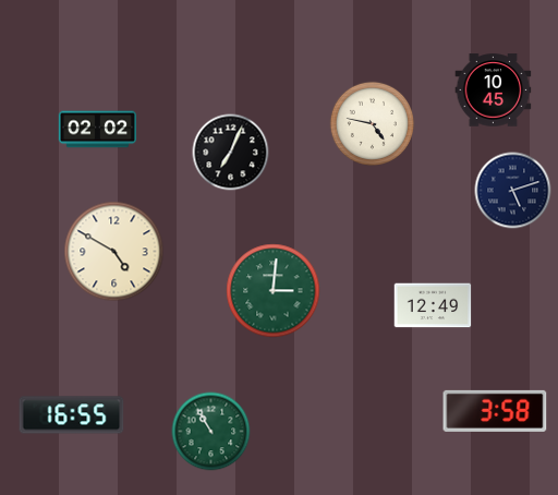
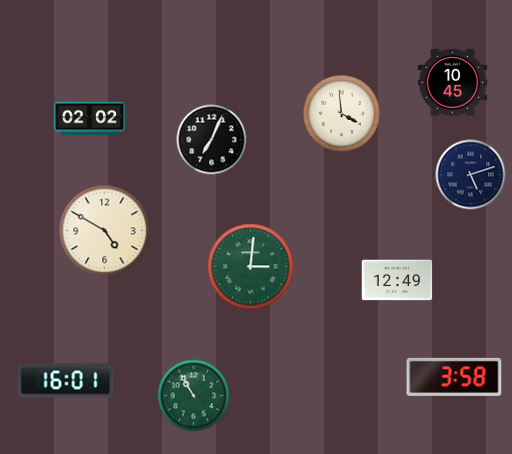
clock at (373, 124): 4:47 -> 3:59
clock at (72, 415): 16:55 -> 16:01
